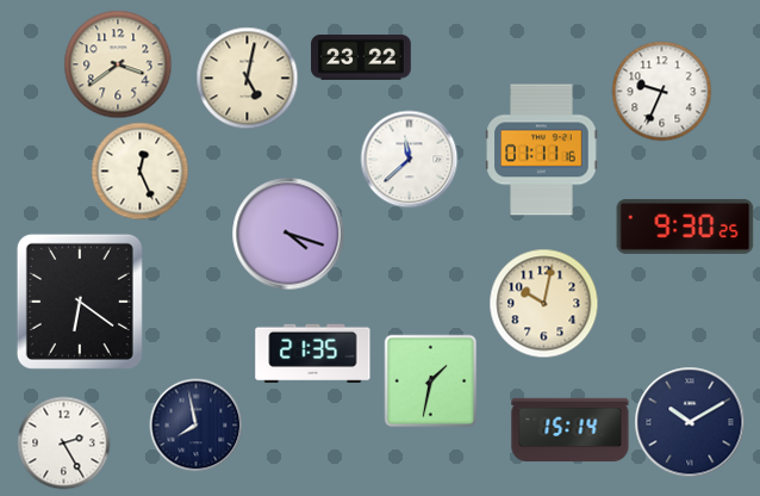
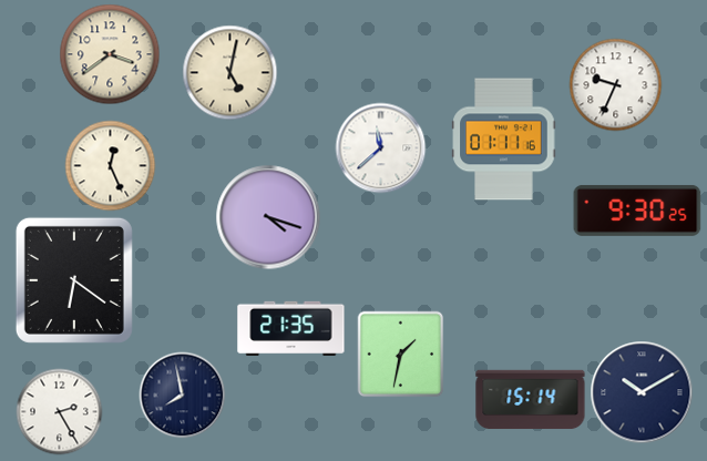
clock at (361, 57): 23:22 -> none
clock at (118, 64) position: (118, 64) -> (110, 54)
clock at (139, 170) position: (139, 170) -> (110, 165)
clock at (543, 303): 10:02 -> none
